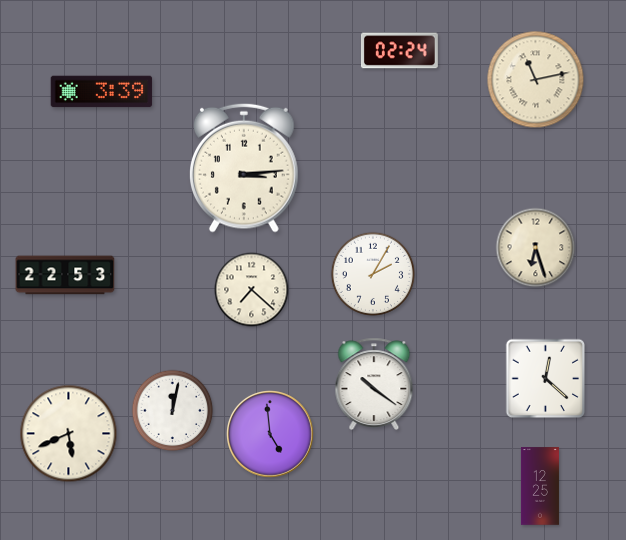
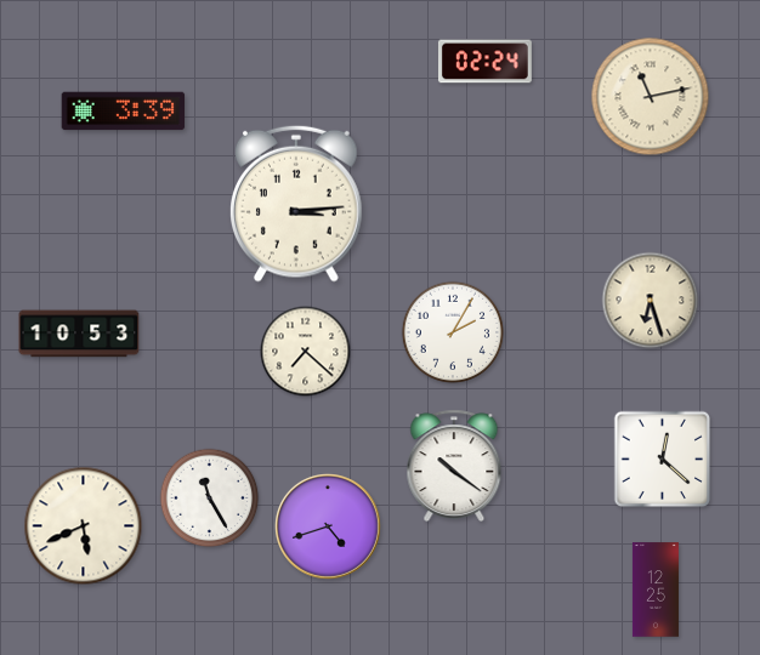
clock at (65, 275): 22:53 -> 10:53
clock at (173, 411): 12:02 -> 11:25
clock at (271, 435): 4:59 -> 4:42
